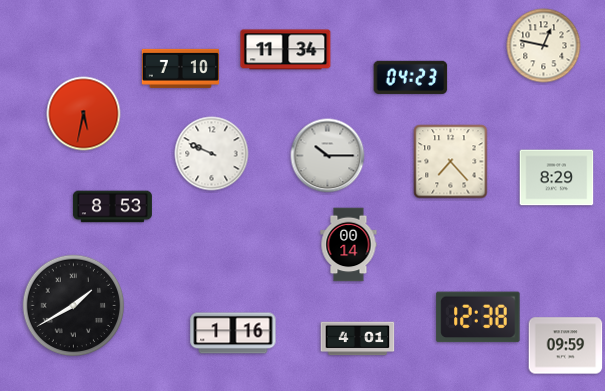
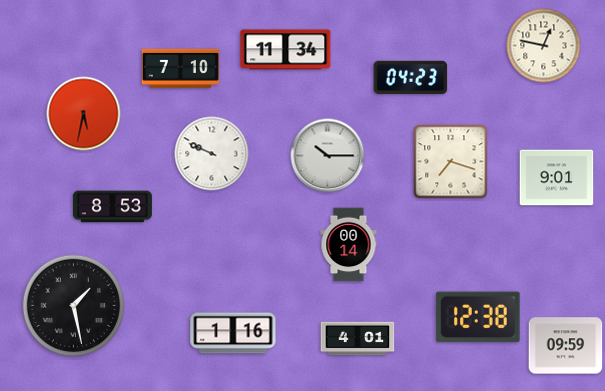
clock at (451, 162): 7:23 -> 7:18
clock at (557, 178): 8:29 -> 9:01
clock at (74, 306): 1:40 -> 1:28
